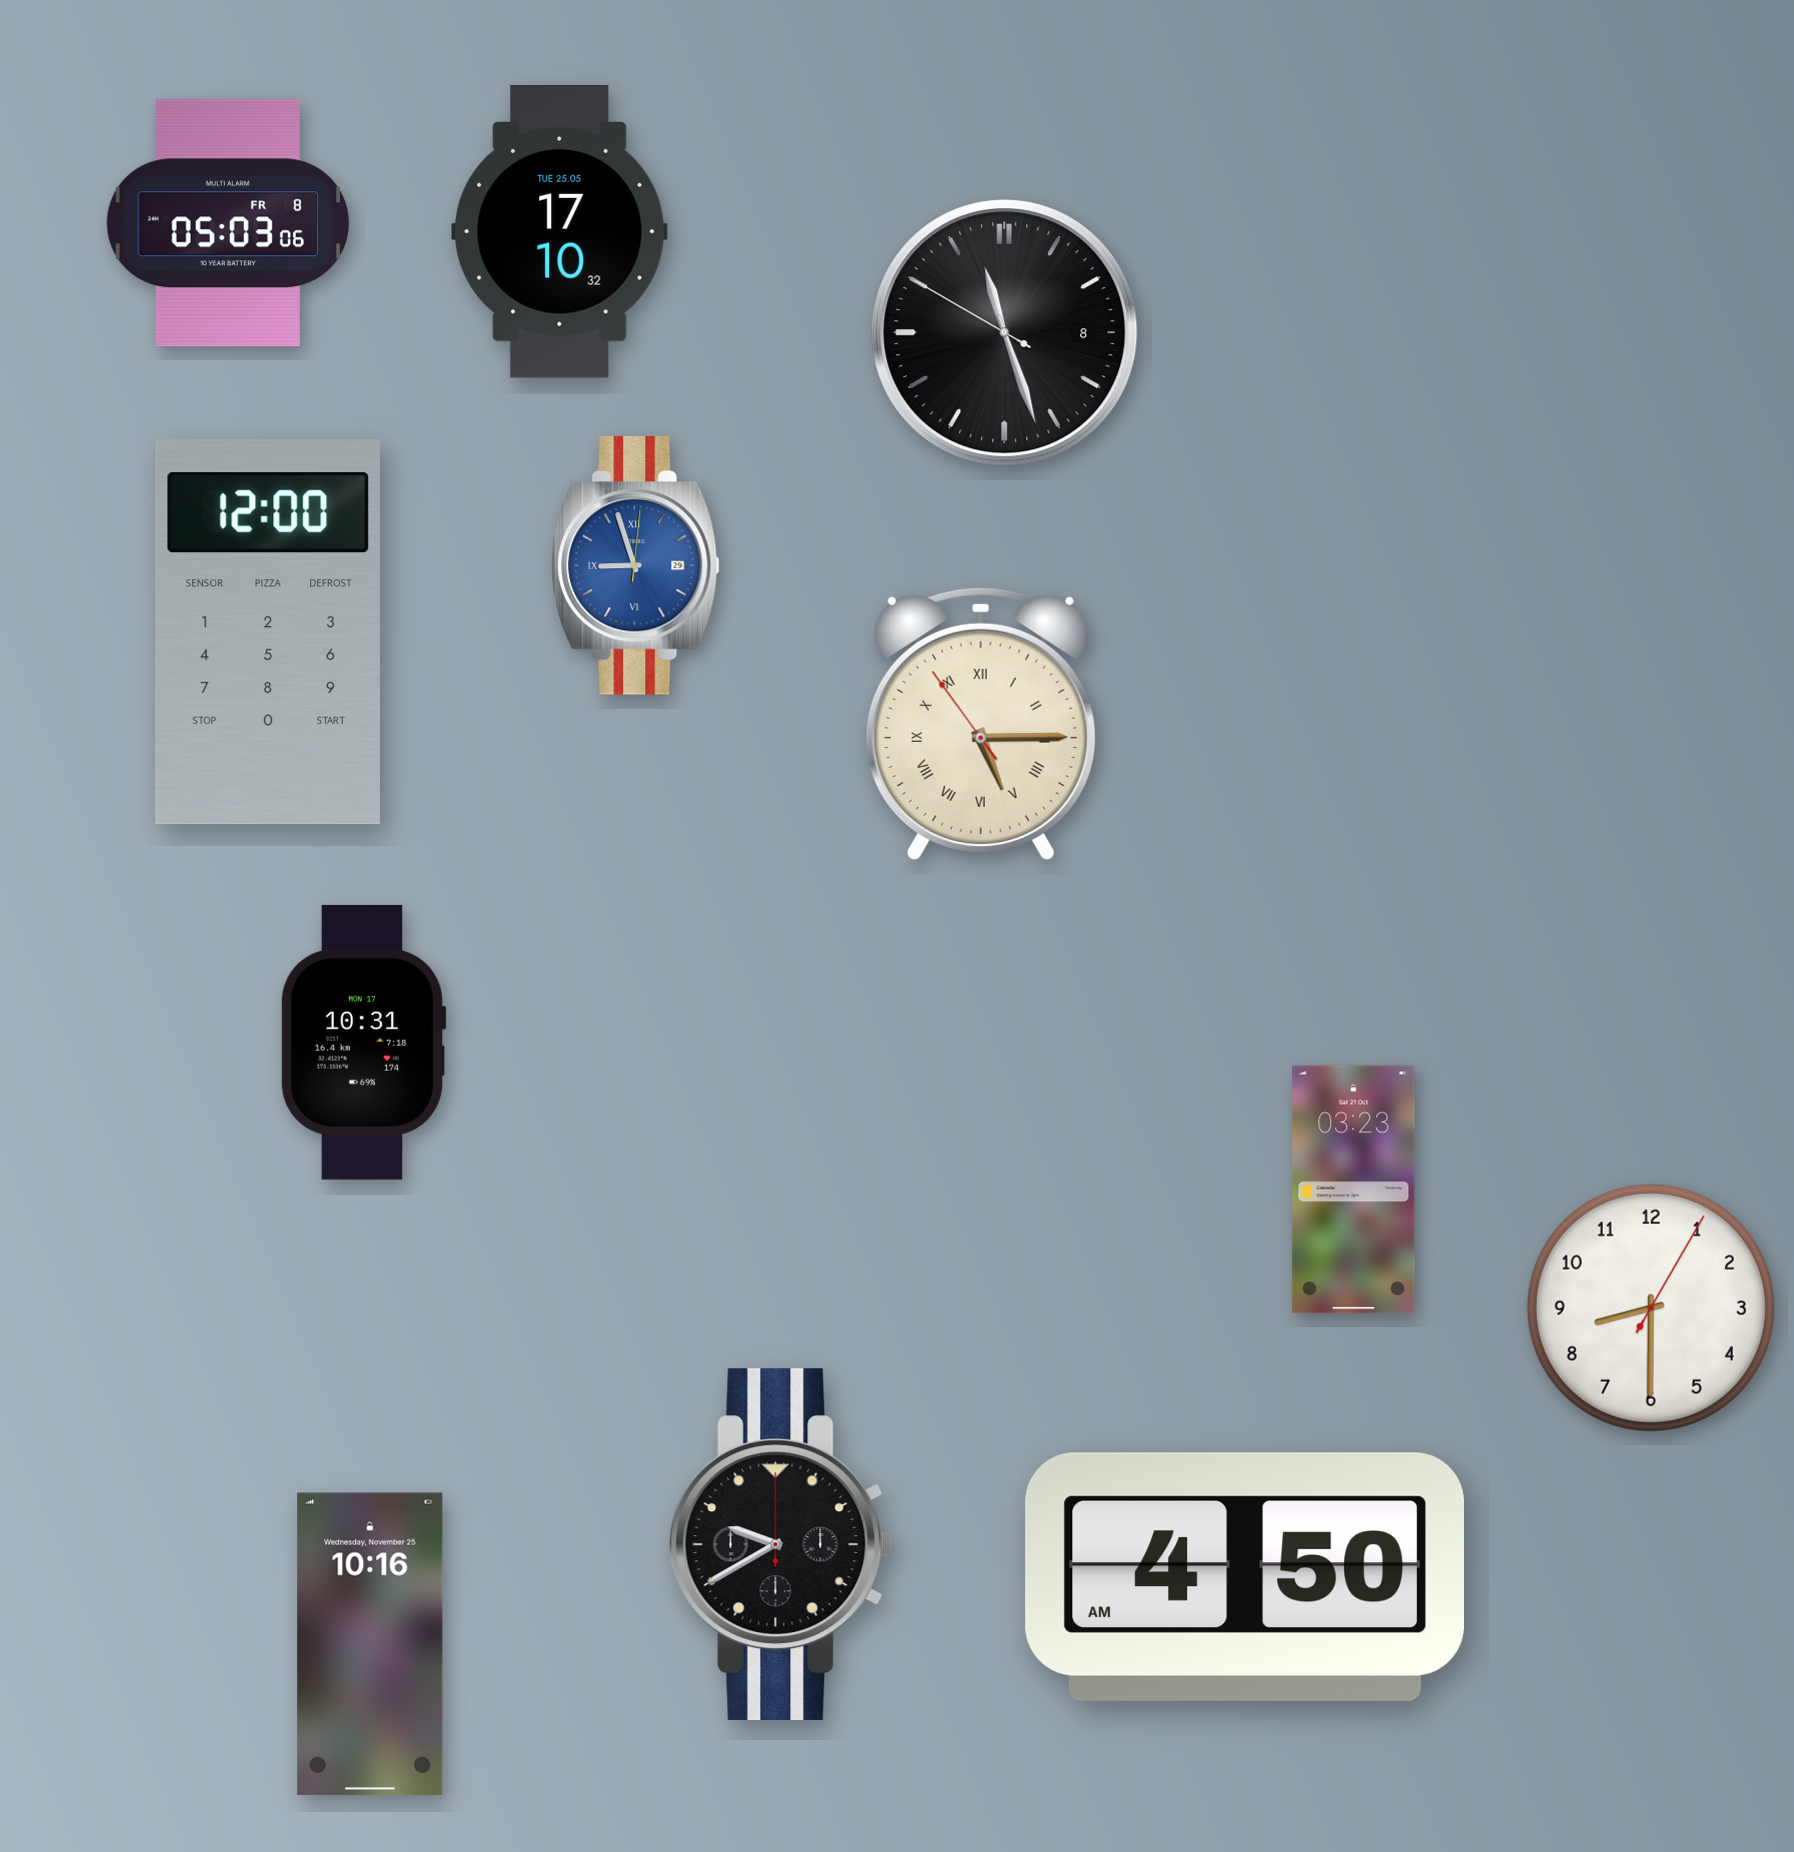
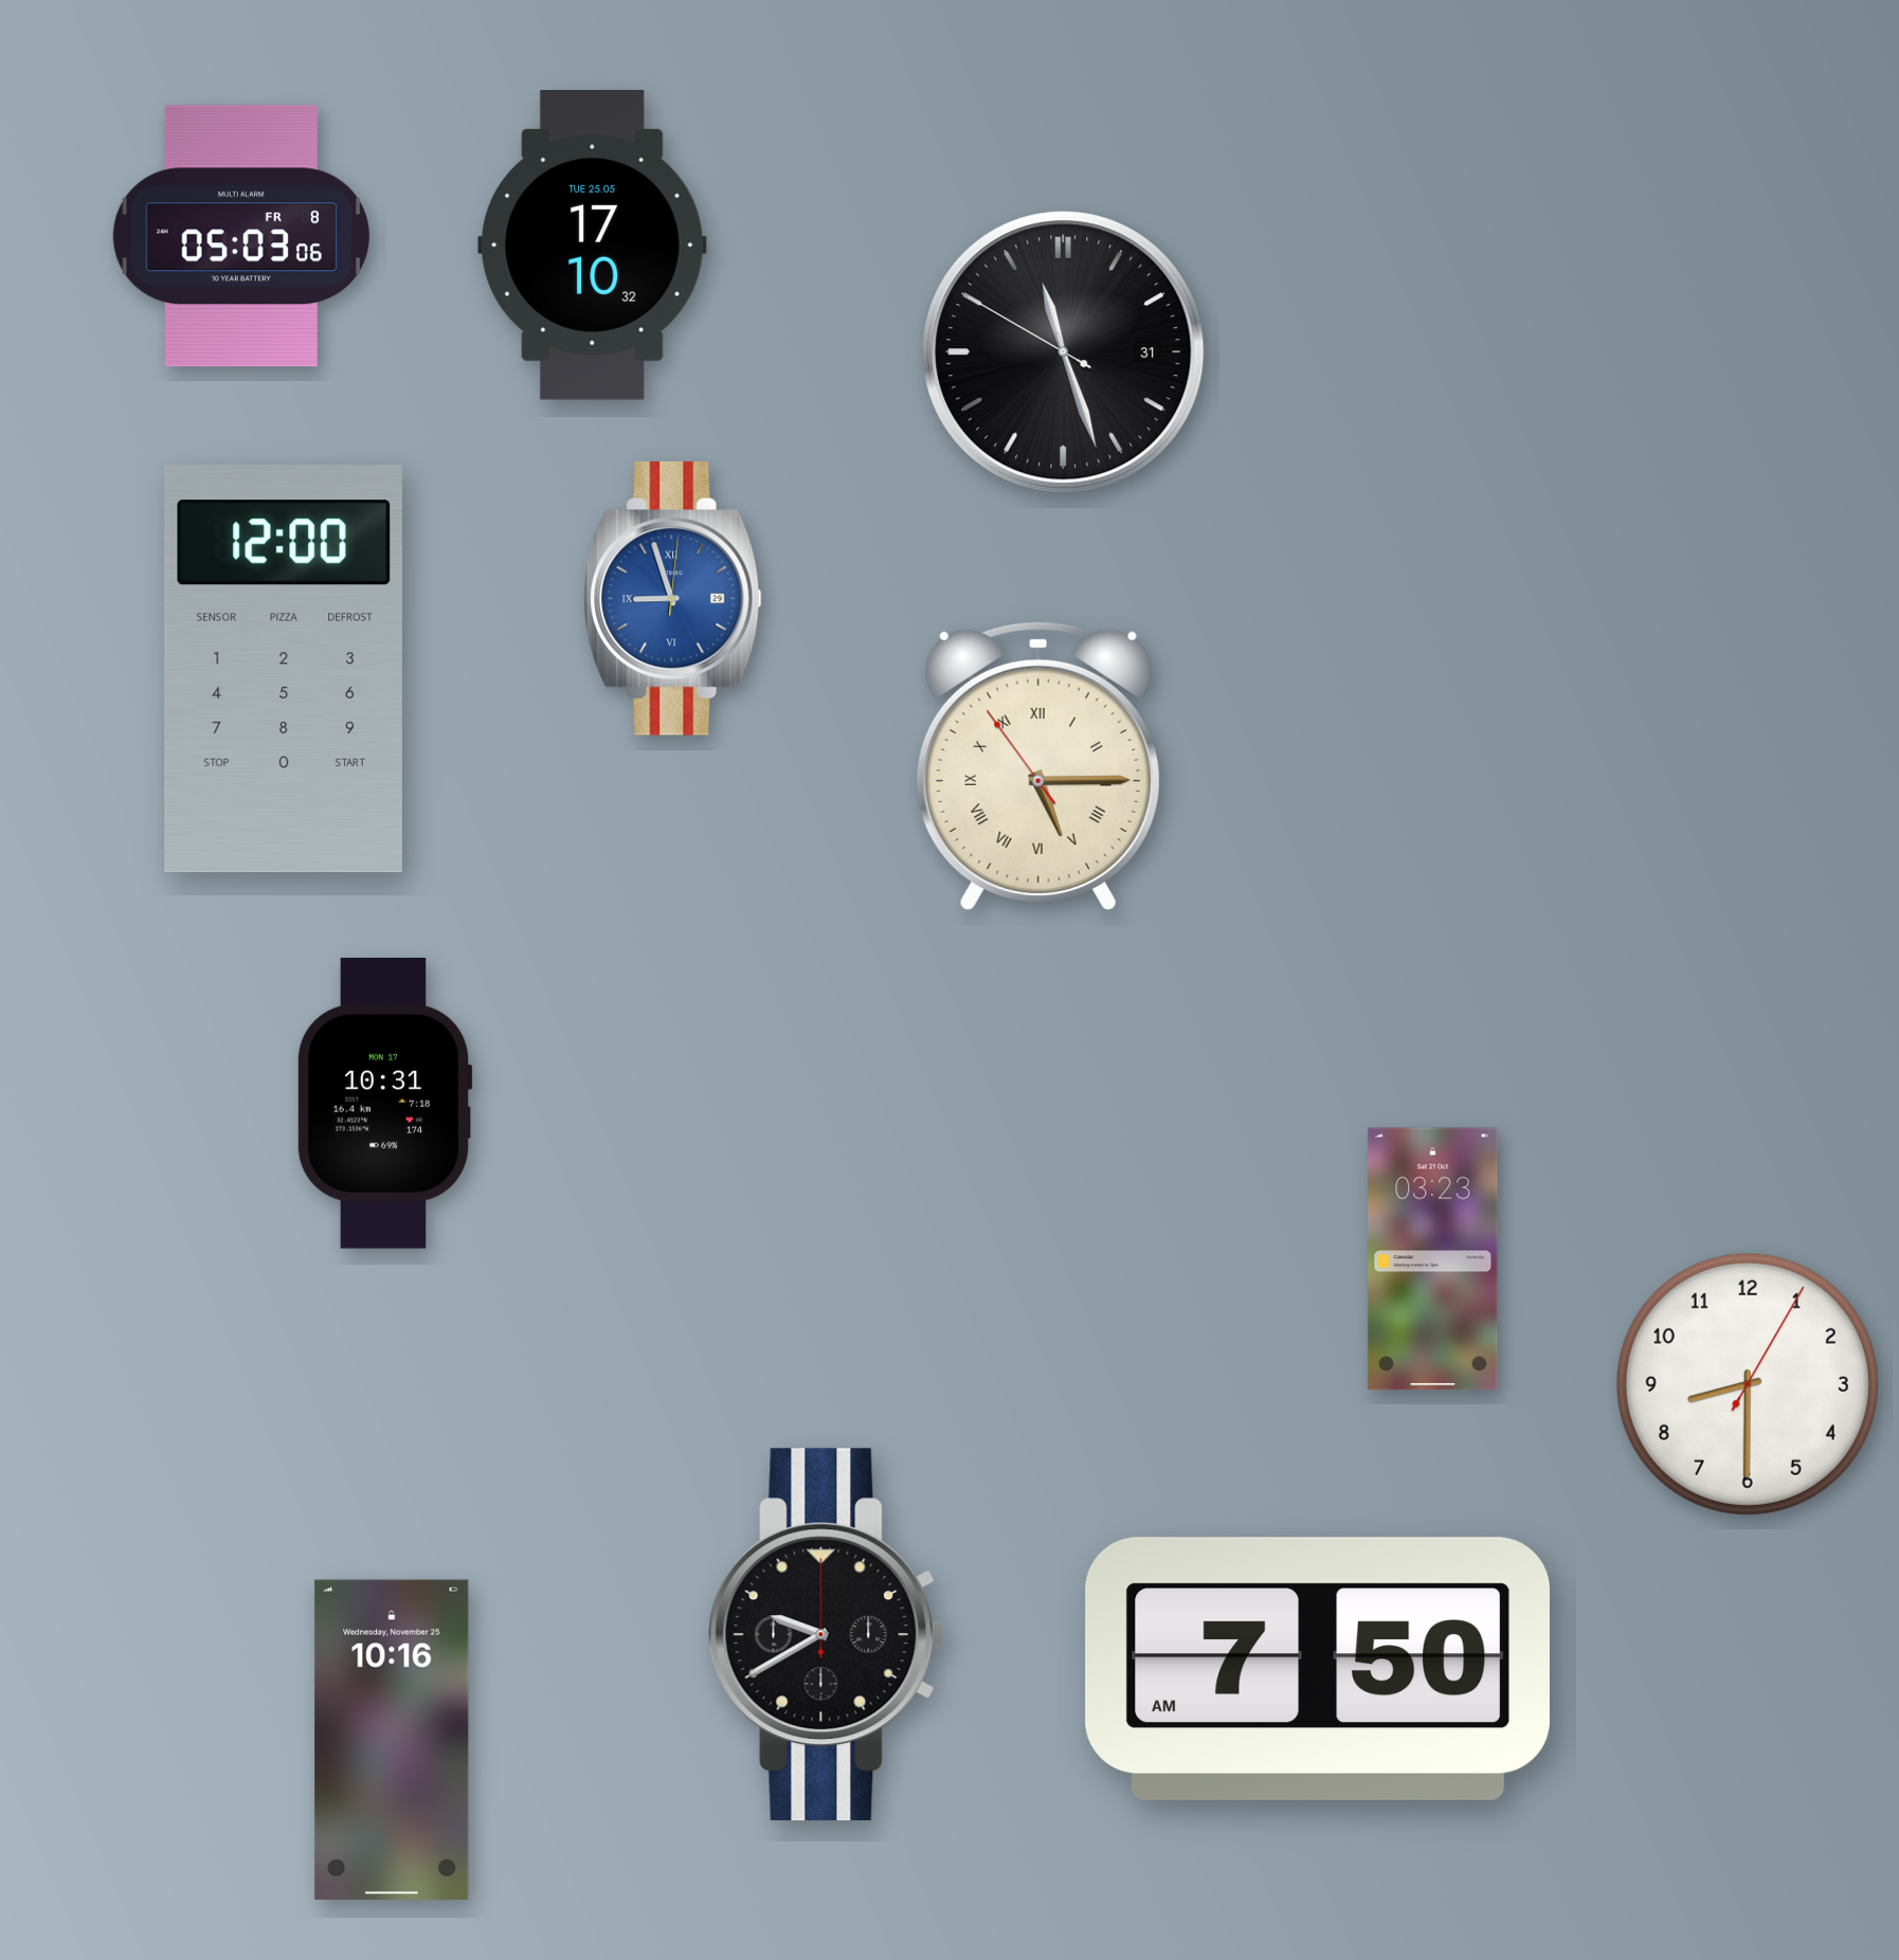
clock at (1005, 333) date: 8 -> 31
clock at (1245, 1577): 4:50 -> 7:50
